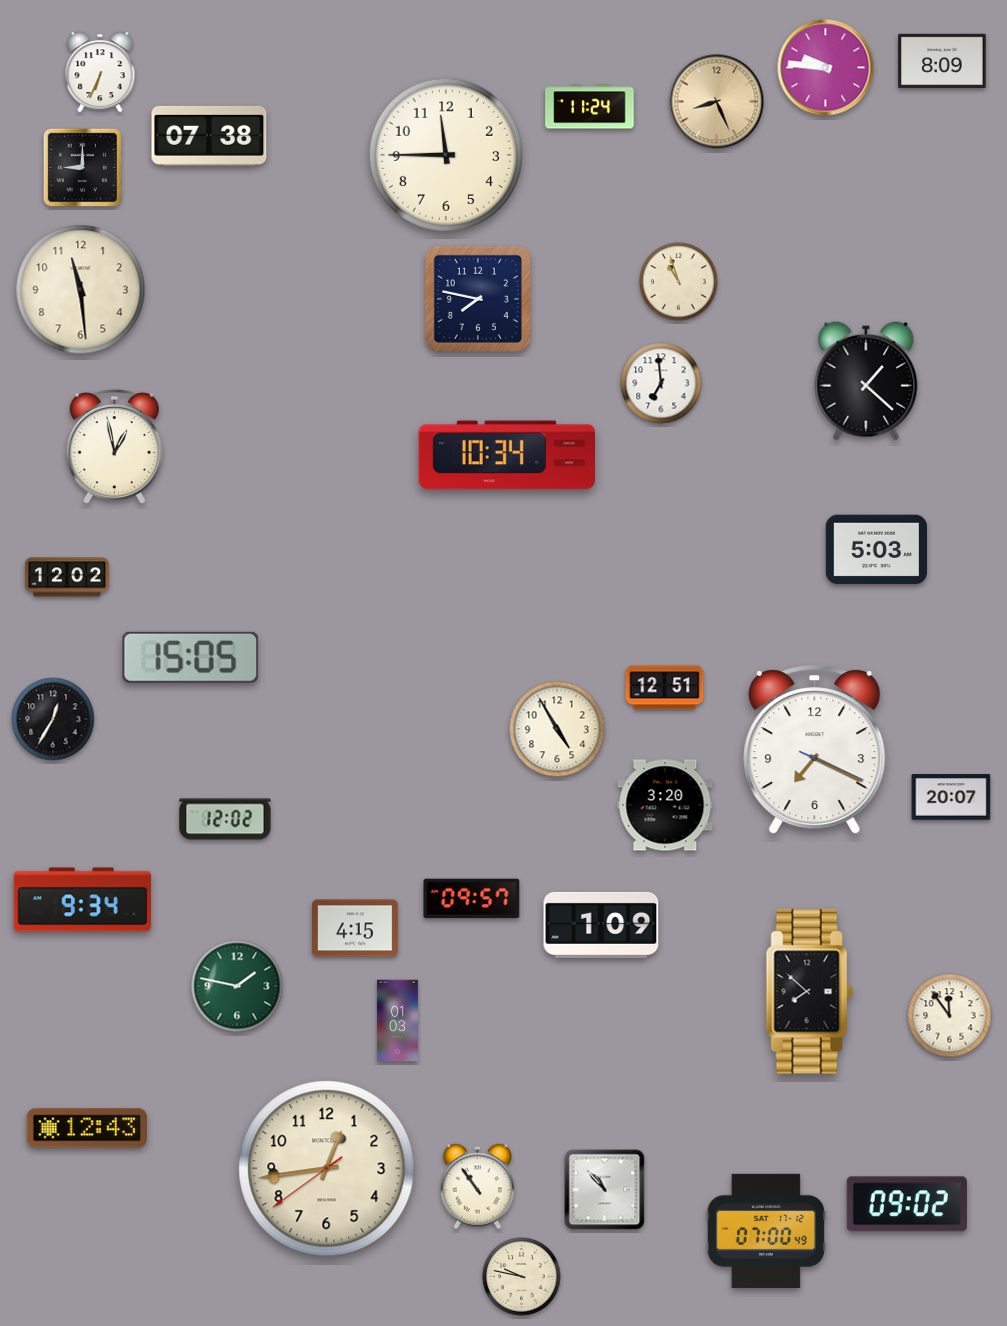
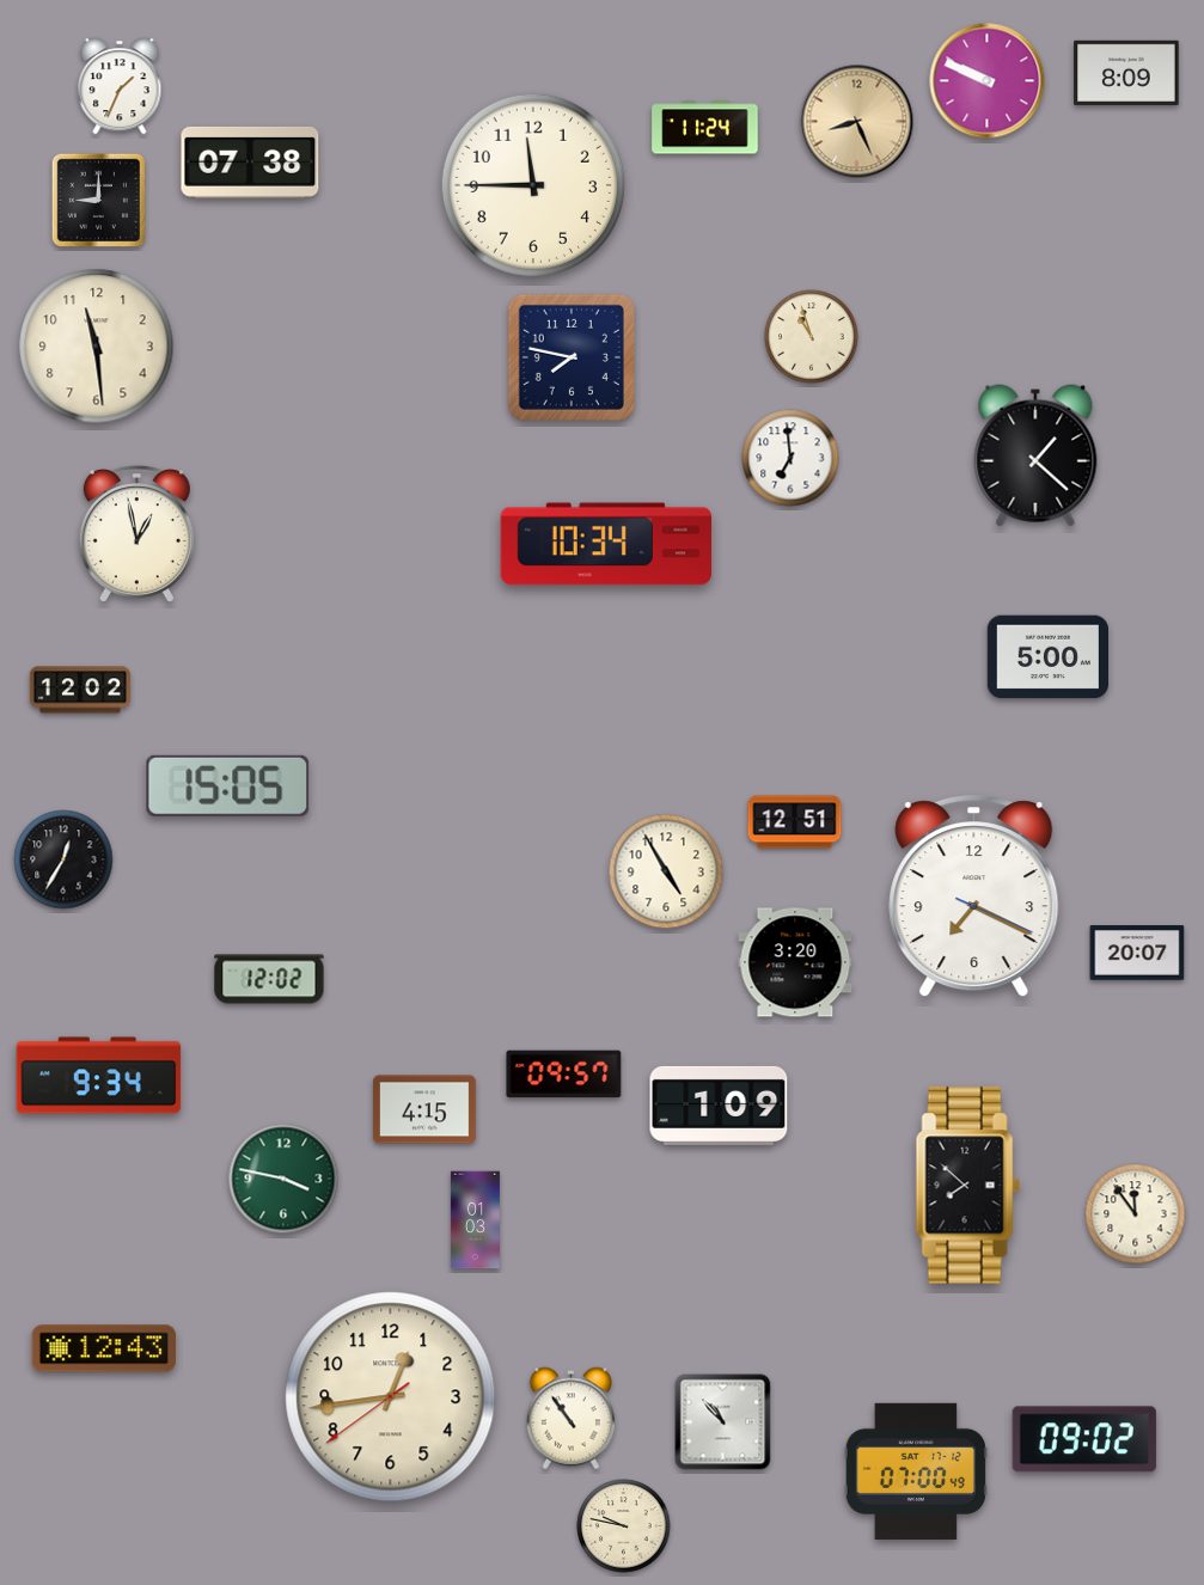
clock at (826, 68): 9:46 -> 9:49
clock at (100, 72): 6:34 -> 1:34
clock at (876, 550): 5:03 -> 5:00
clock at (237, 986): 1:47 -> 3:47
